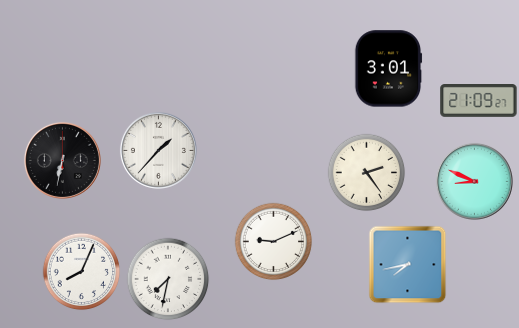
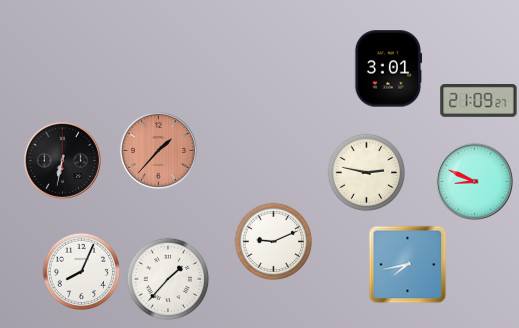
clock at (158, 150) dial: white -> salmon
clock at (366, 172): 2:24 -> 2:47
clock at (168, 279): 7:32 -> 1:37
